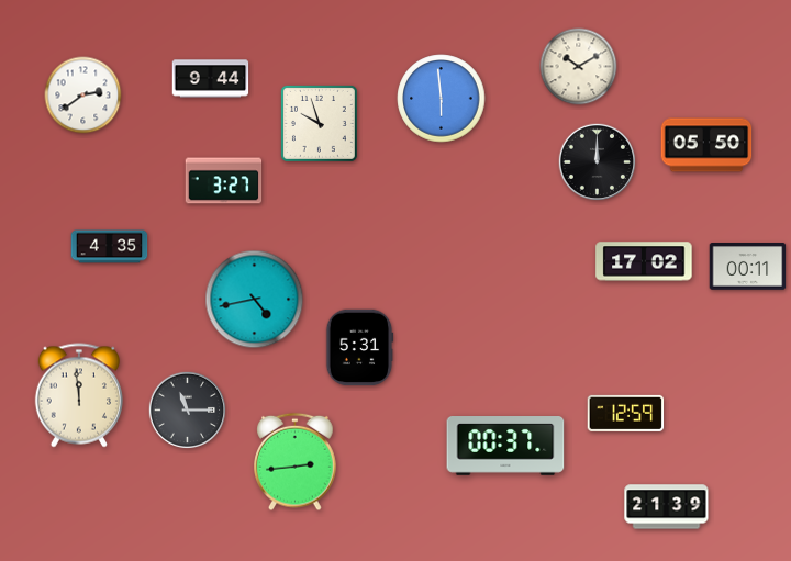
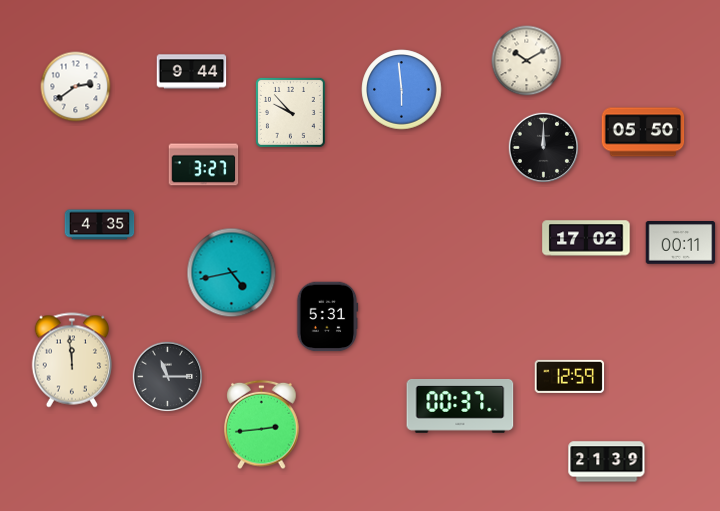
clock at (319, 123): 9:57 -> 9:53
clock at (188, 411) position: (188, 411) -> (168, 377)
clock at (296, 462) position: (296, 462) -> (262, 425)
